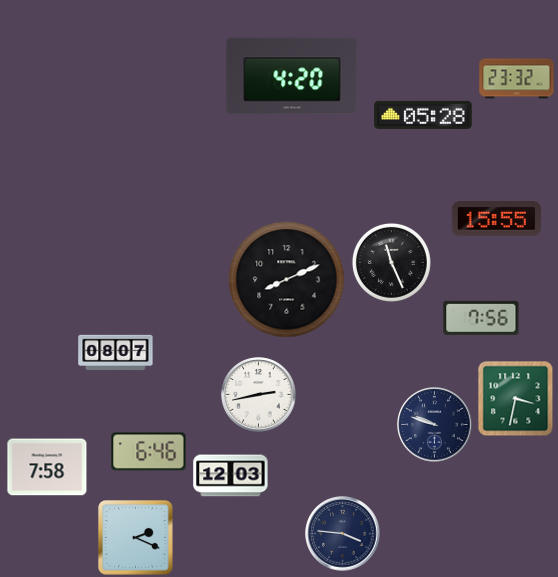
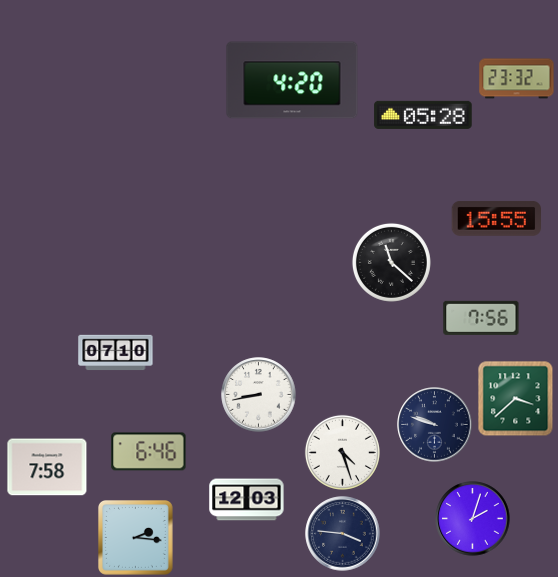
clock at (292, 76) position: (292, 76) -> (292, 80)
clock at (391, 262): 11:26 -> 11:22
clock at (287, 280): 8:11 -> none
clock at (116, 353): 08:07 -> 07:10
clock at (259, 395): 2:43 -> 8:43
clock at (516, 399): 3:32 -> 3:38
clock at (342, 452): none -> 4:27
clock at (231, 476) position: (231, 476) -> (247, 500)
clock at (473, 519): none -> 2:03
clock at (136, 538): 2:19 -> 2:16
